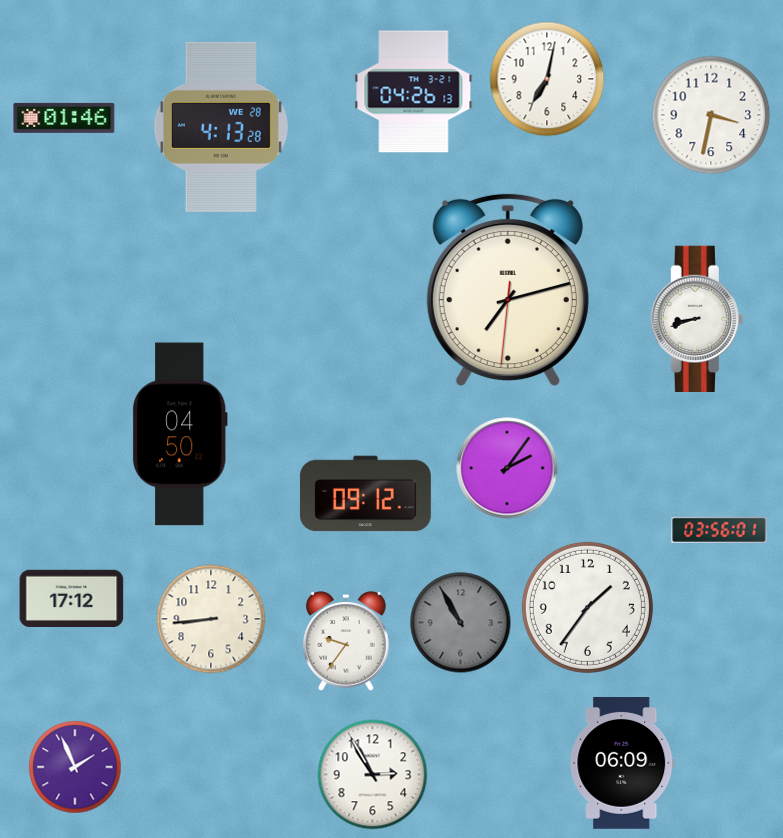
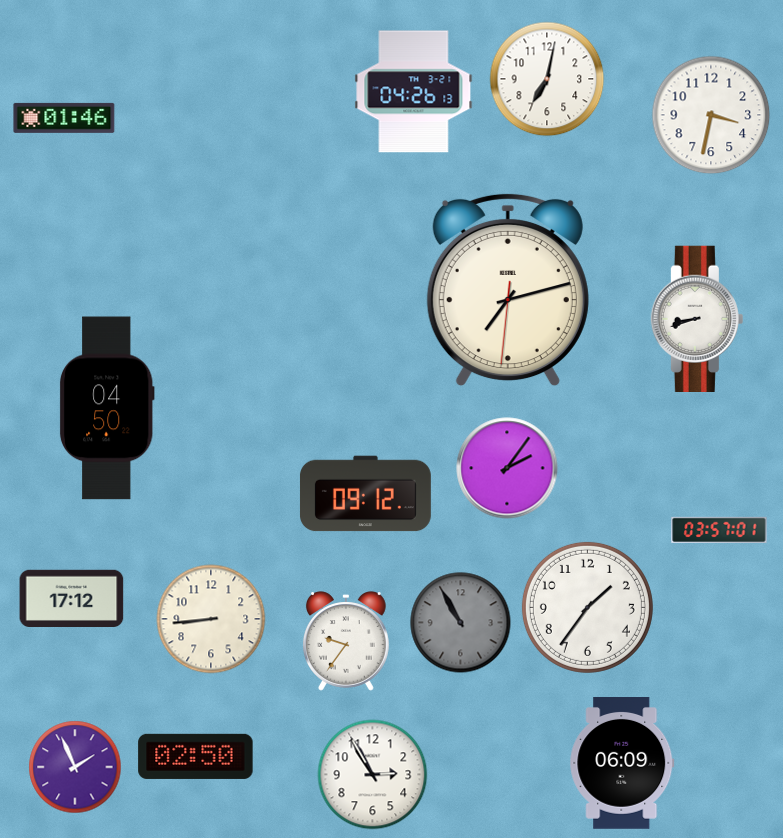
clock at (221, 127): 4:13 -> none
clock at (180, 434) position: (180, 434) -> (107, 408)
clock at (719, 529): 03:56 -> 03:57
clock at (196, 756): none -> 02:50
